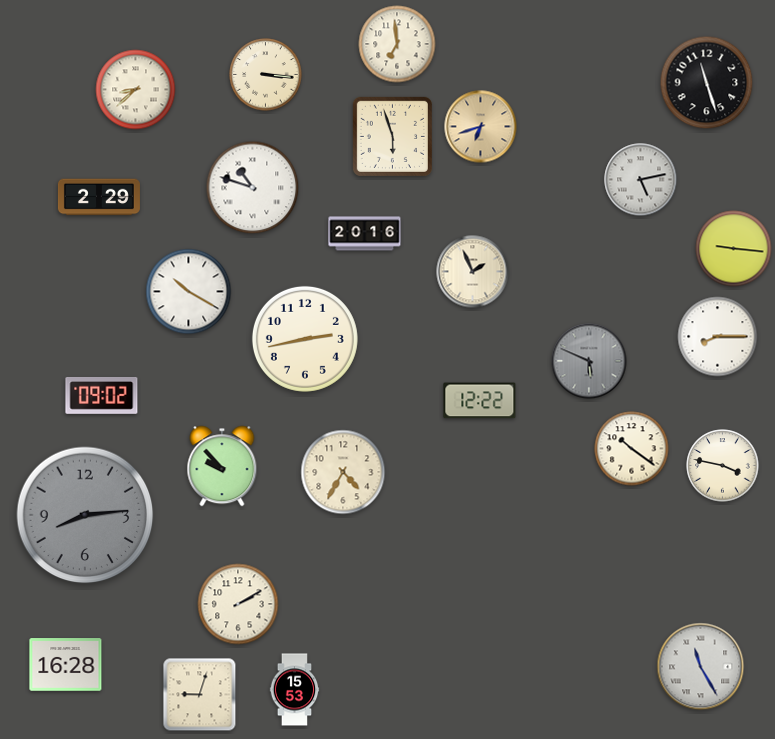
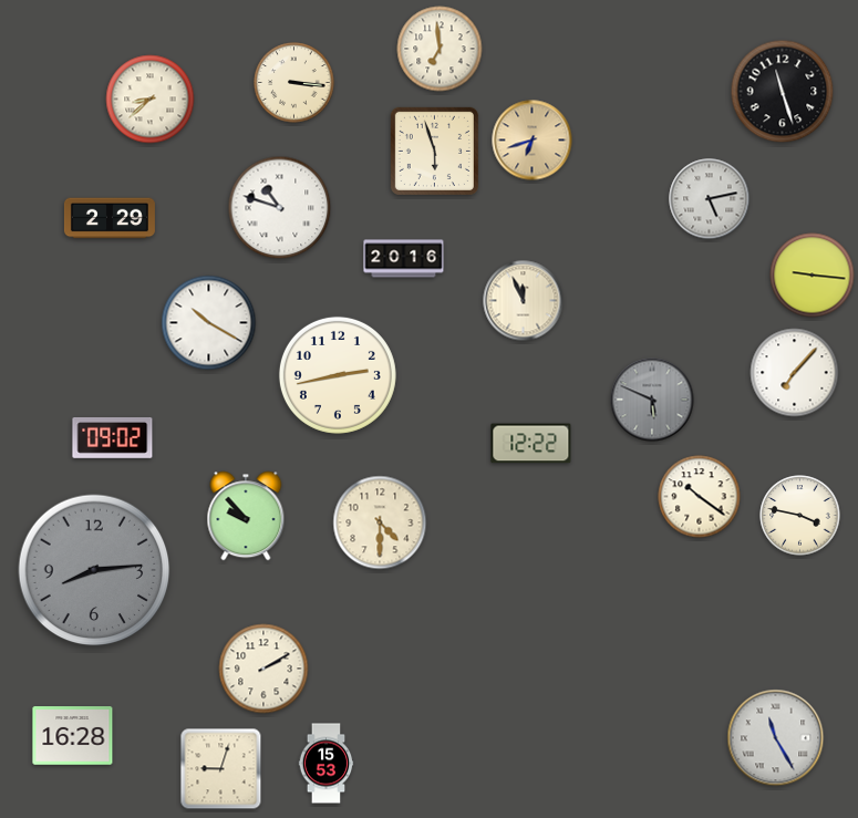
clock at (473, 272): 1:56 -> 11:56
clock at (718, 337): 8:15 -> 7:07
clock at (343, 472): 4:35 -> 4:30
